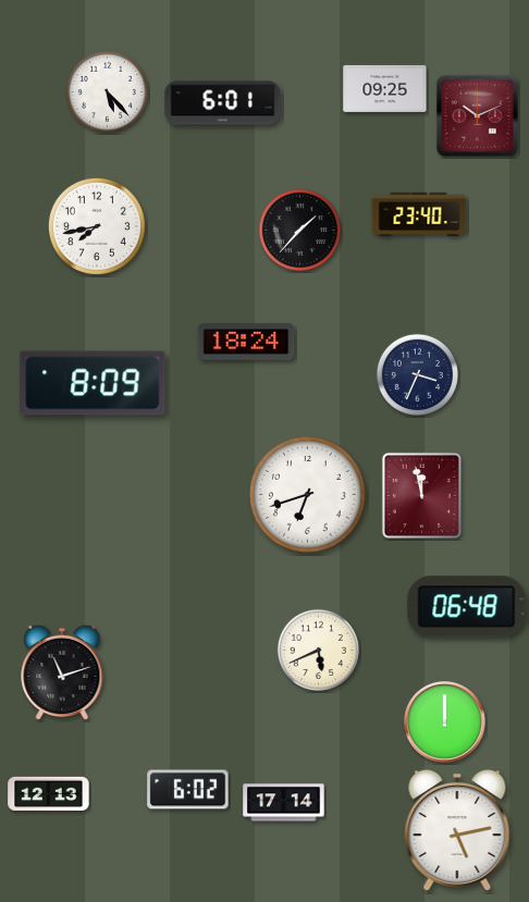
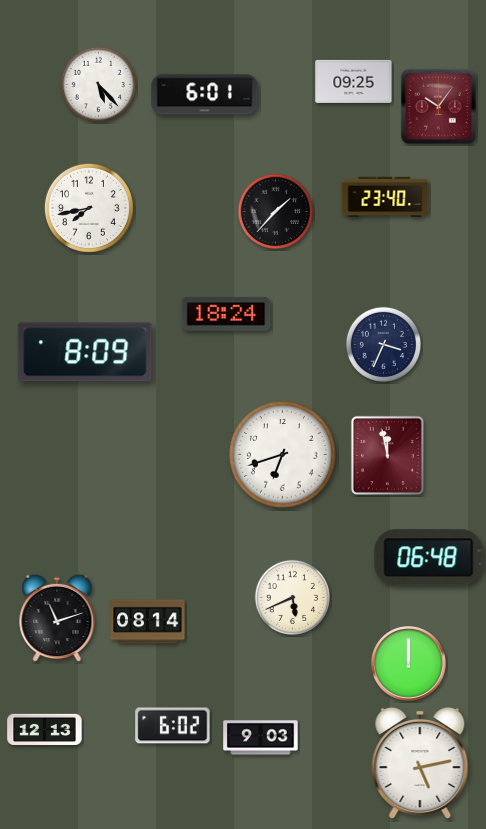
clock at (477, 115): 10:11 -> 10:06
clock at (148, 622): none -> 08:14
clock at (284, 803): 17:14 -> 9:03
